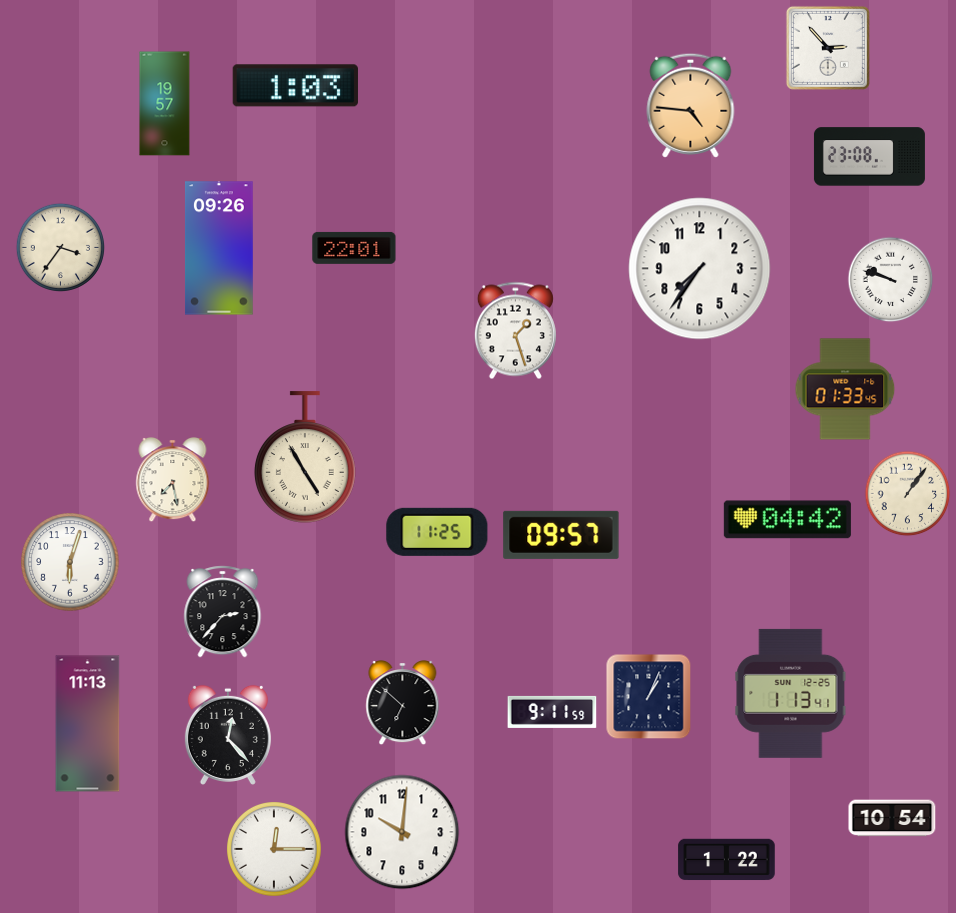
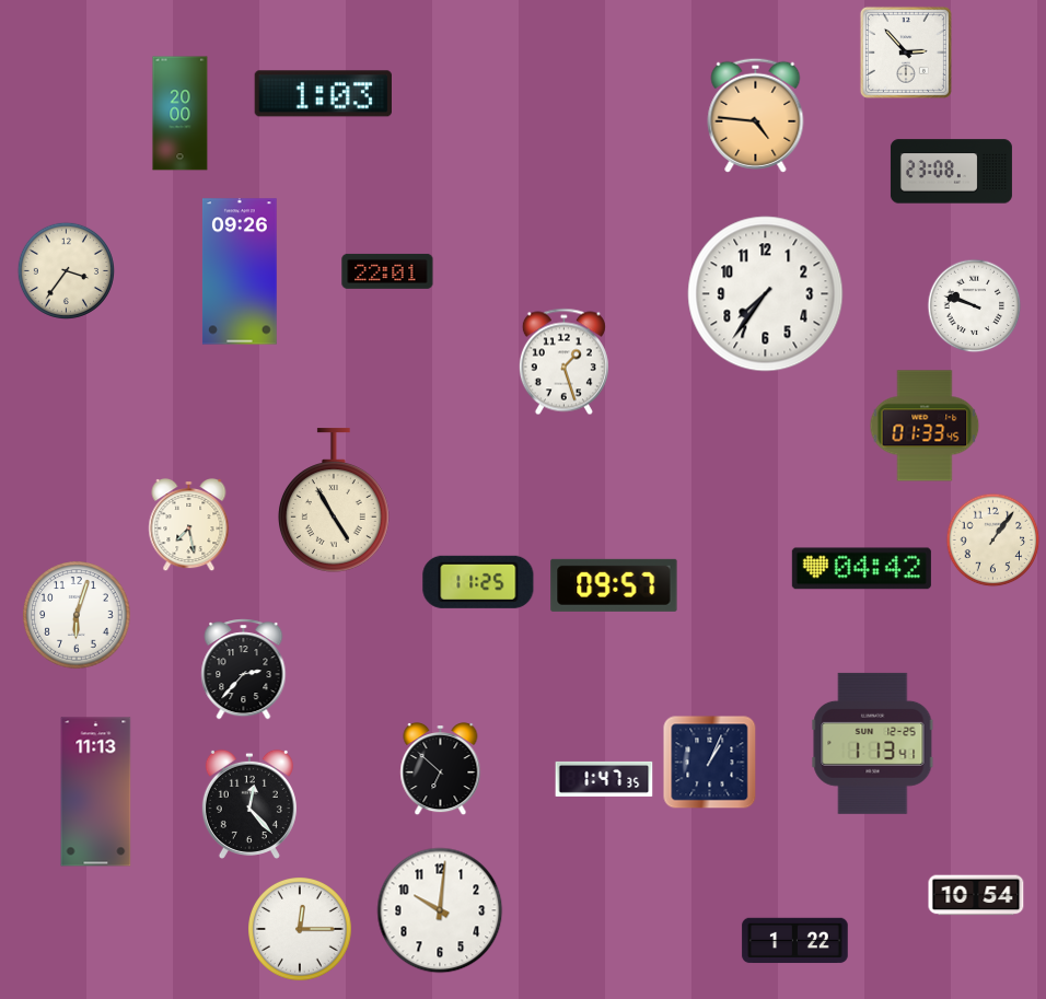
clock at (165, 104): 19:57 -> 20:00
clock at (791, 693) position: (791, 693) -> (873, 743)
clock at (552, 712): 9:11 -> 1:47
